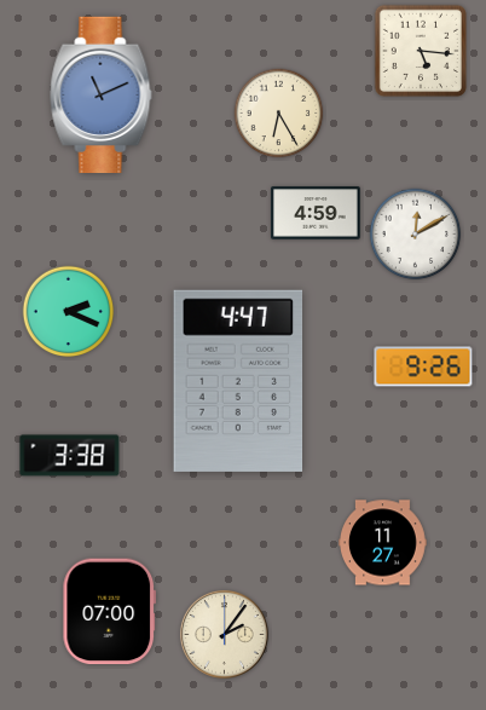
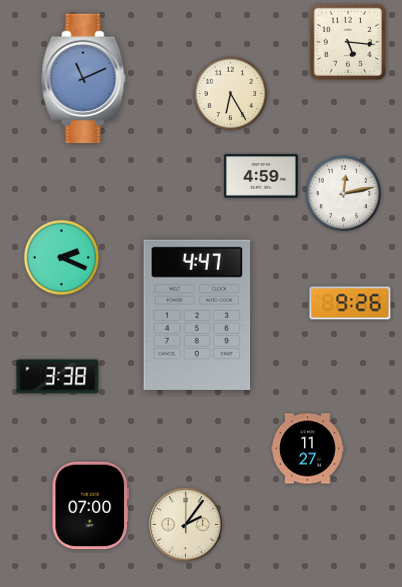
clock at (416, 235): 12:10 -> 12:13
clock at (69, 312) position: (69, 312) -> (62, 258)
clock at (383, 543) position: (383, 543) -> (308, 449)
